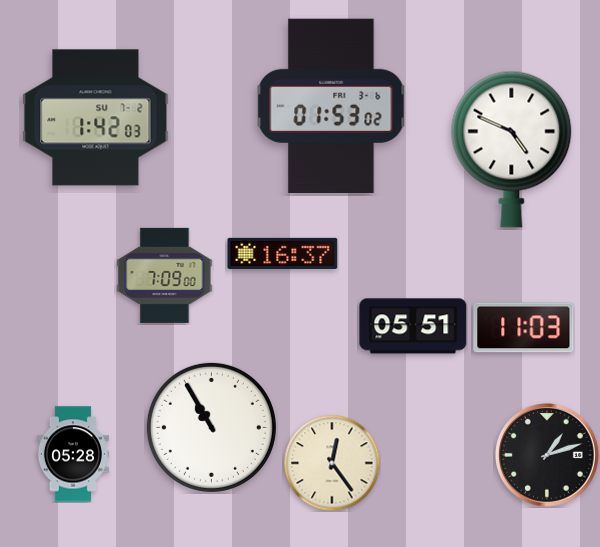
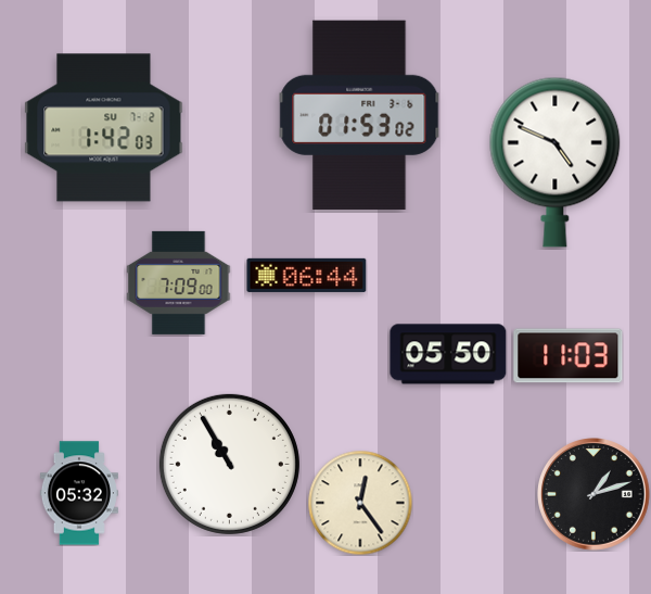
clock at (283, 253): 16:37 -> 06:44
clock at (165, 275) position: (165, 275) -> (179, 282)
clock at (413, 326): 05:51 -> 05:50
clock at (73, 454): 05:28 -> 05:32
